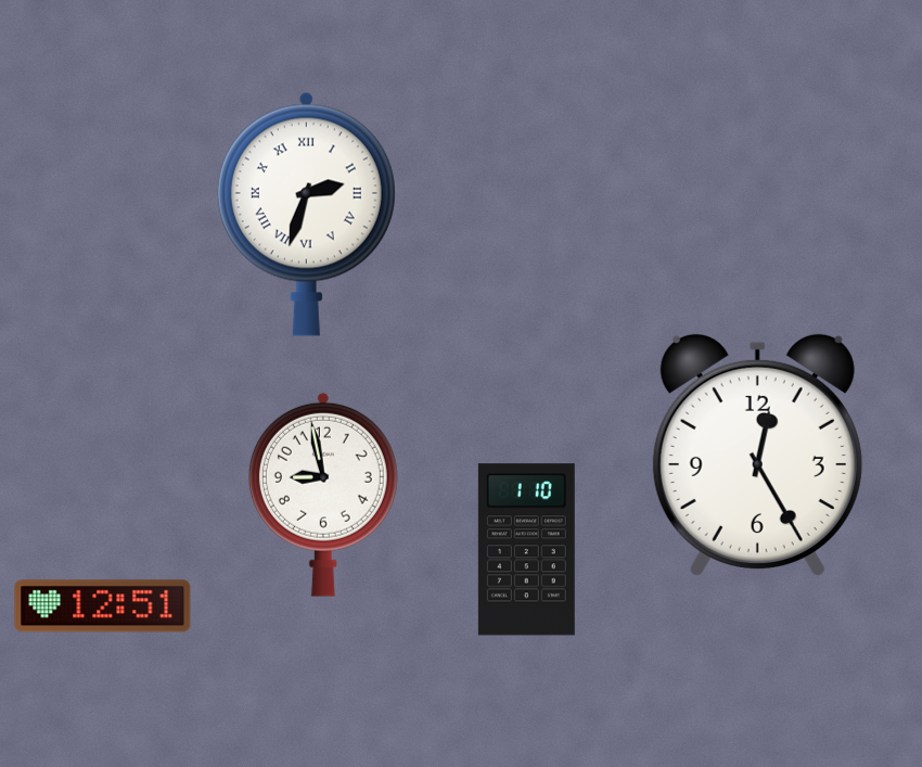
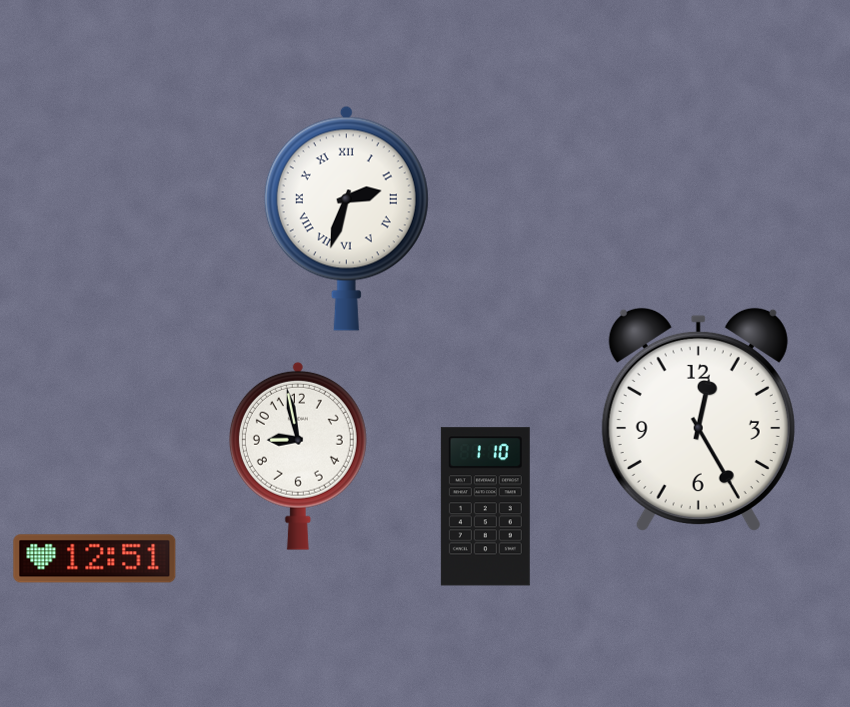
clock at (306, 214) position: (306, 214) -> (346, 218)
